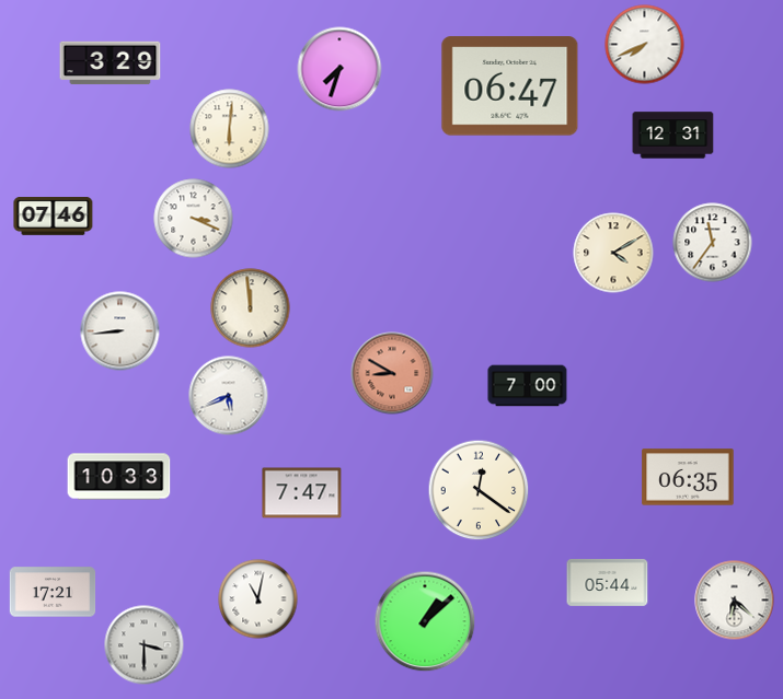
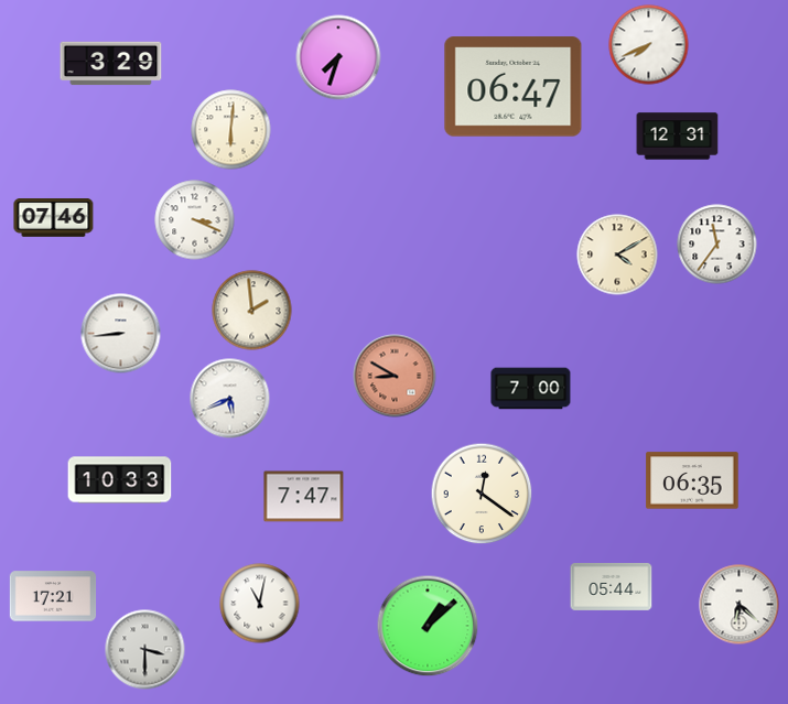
clock at (339, 69) position: (339, 69) -> (338, 57)
clock at (251, 308): 11:59 -> 1:59
